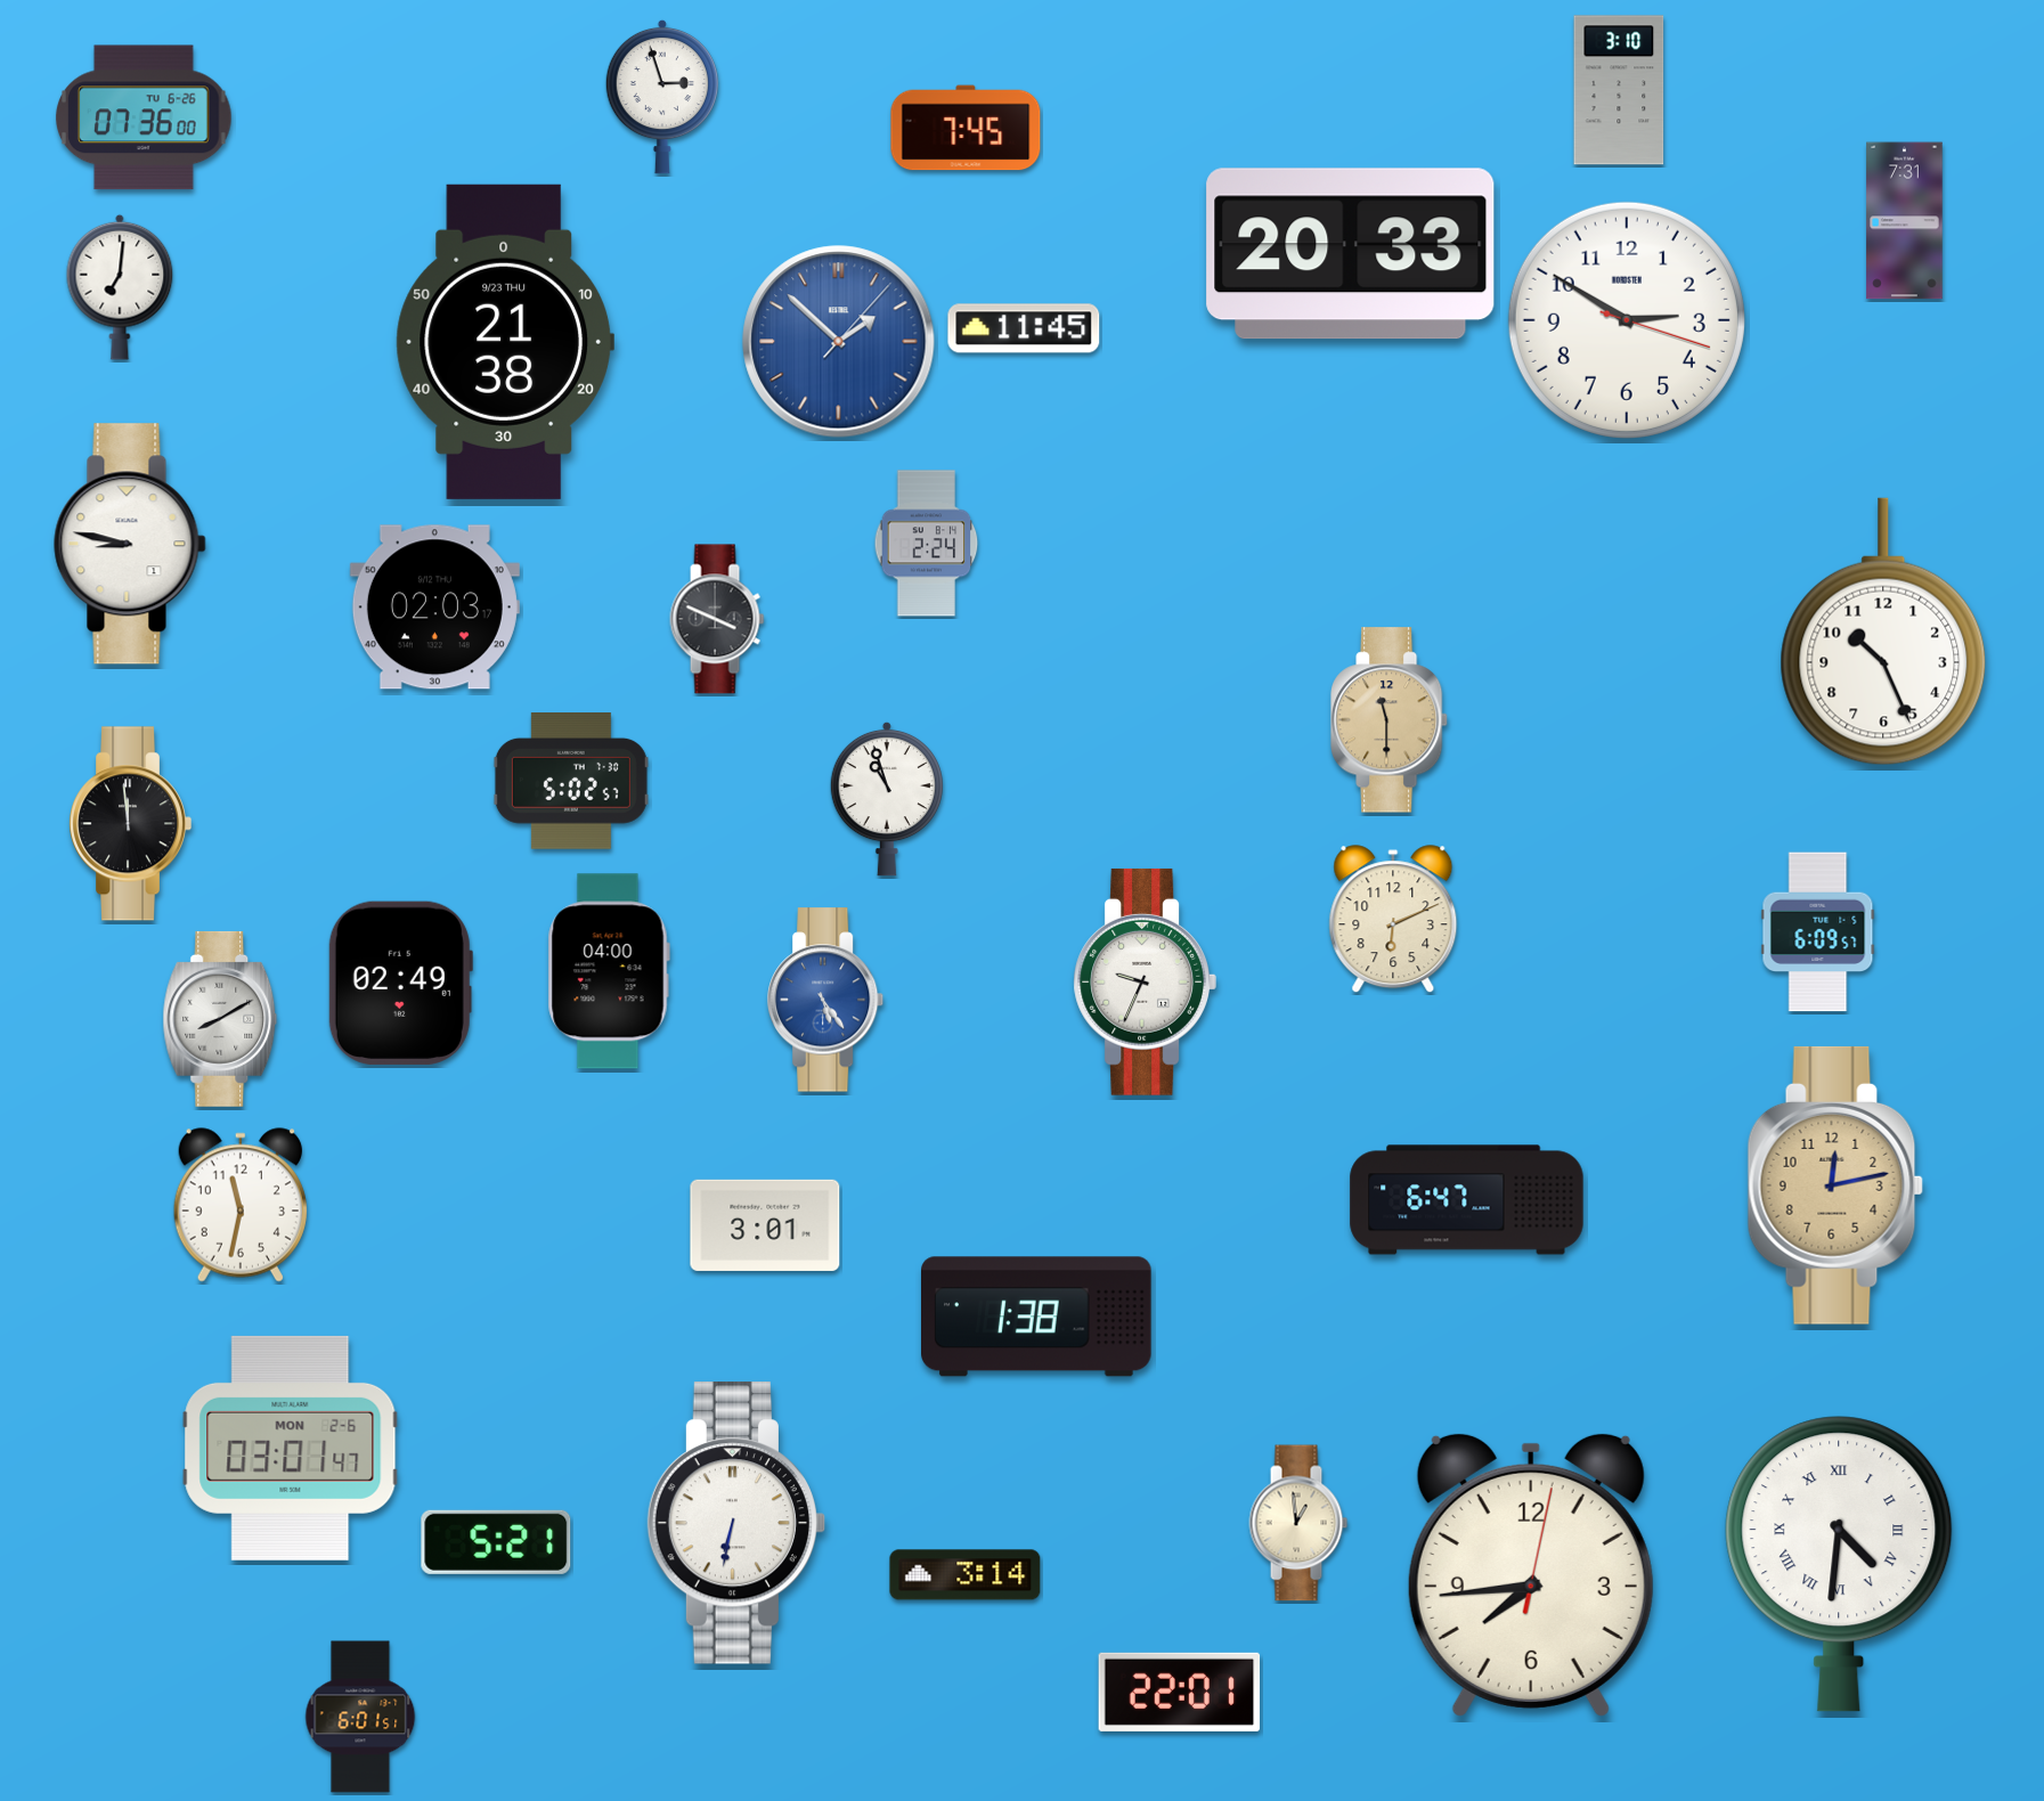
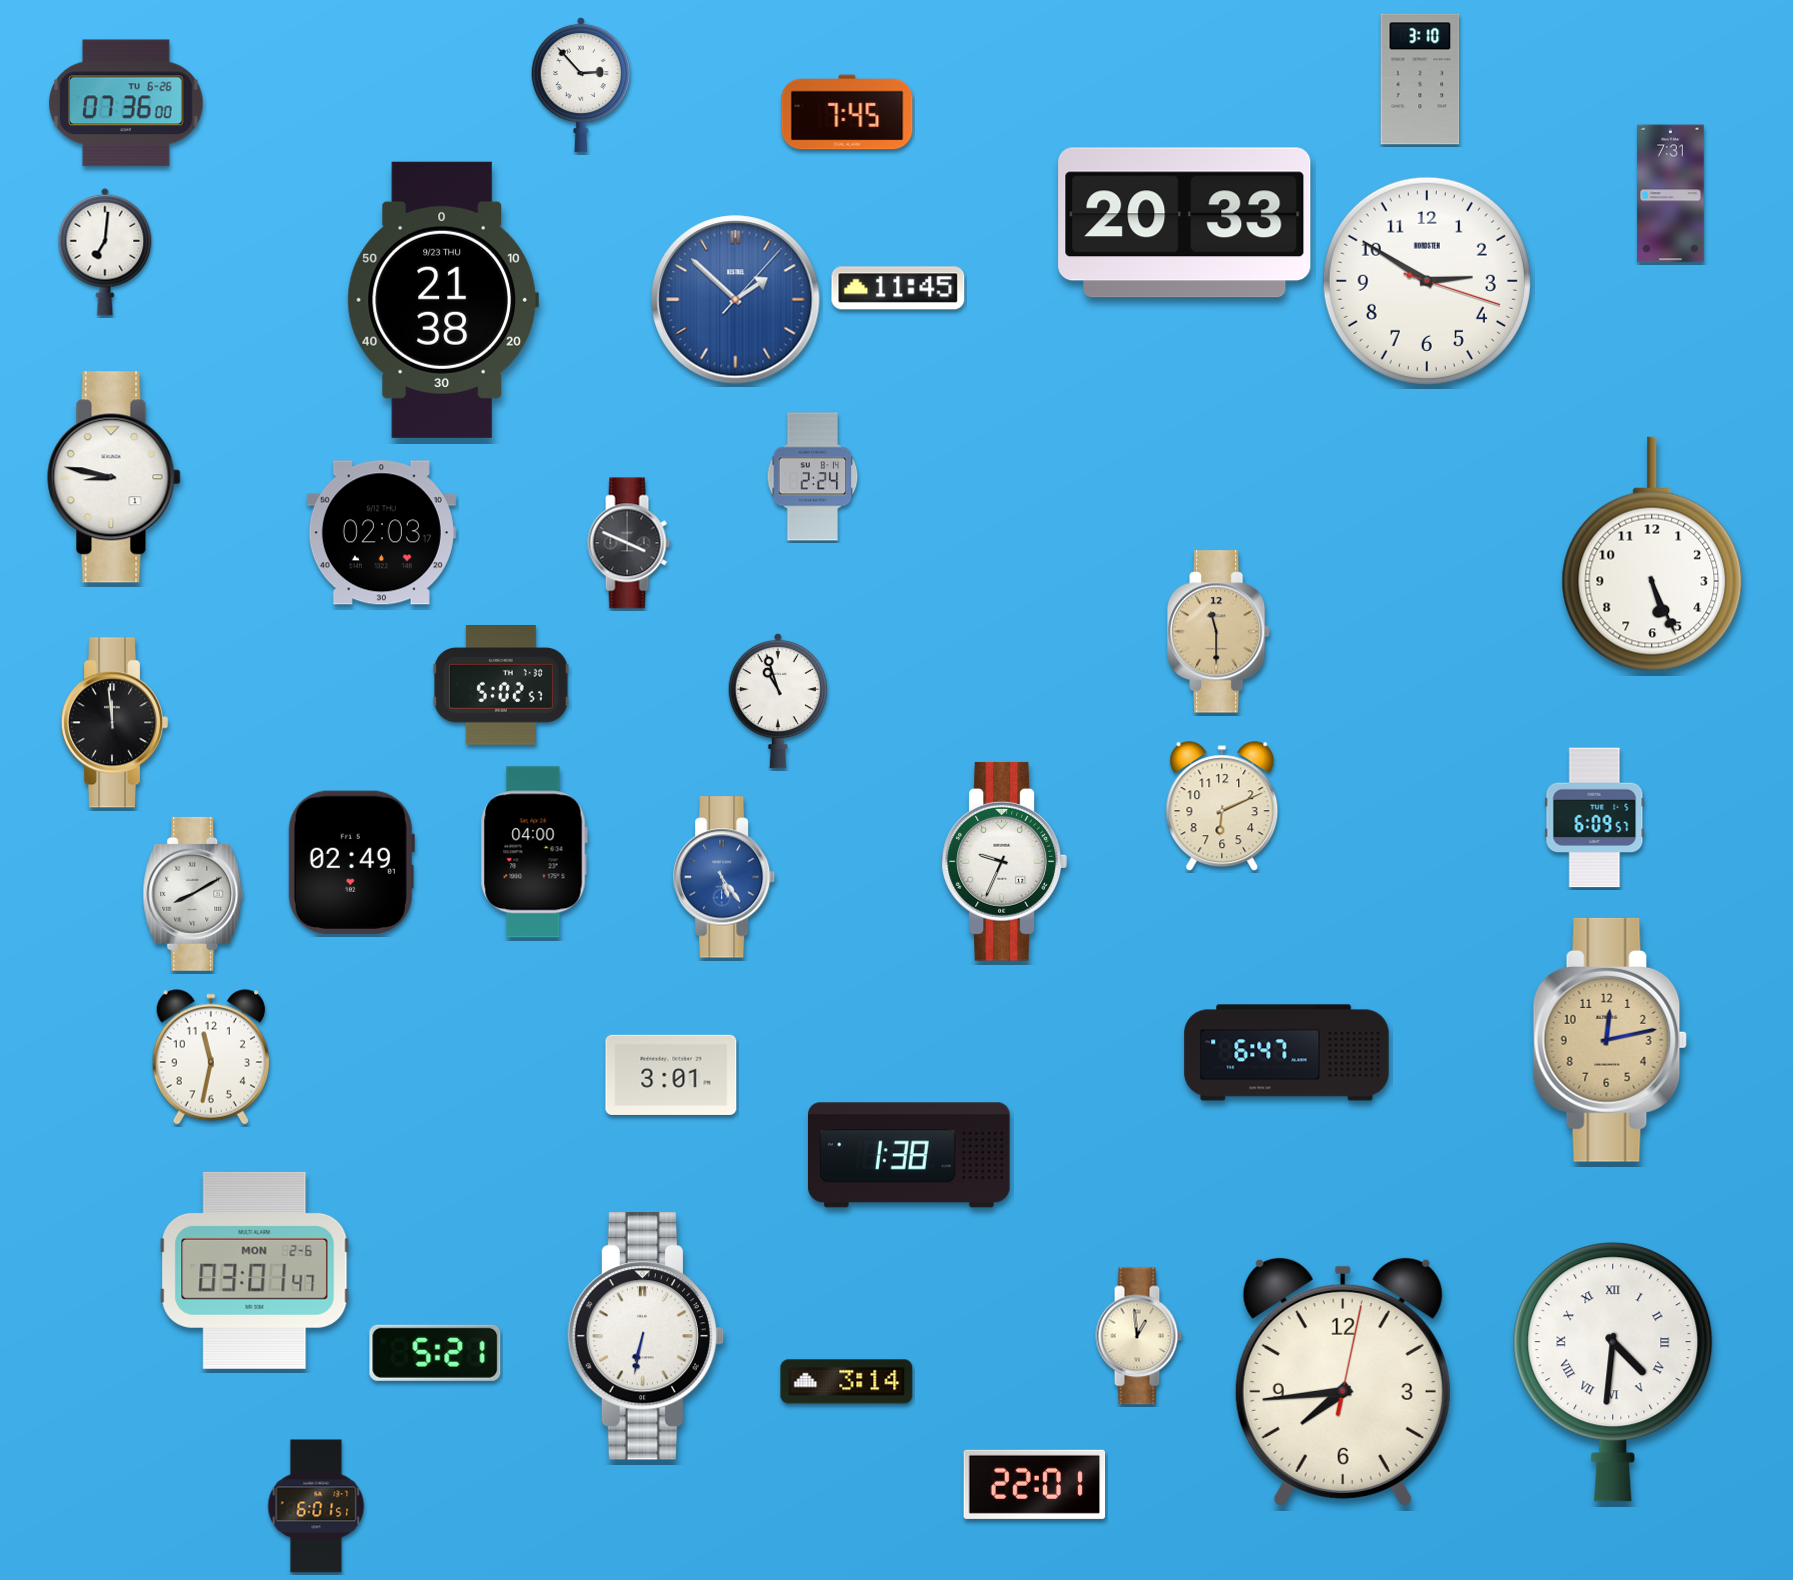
clock at (662, 97): 2:57 -> 2:53
clock at (1883, 631): 10:26 -> 5:26
